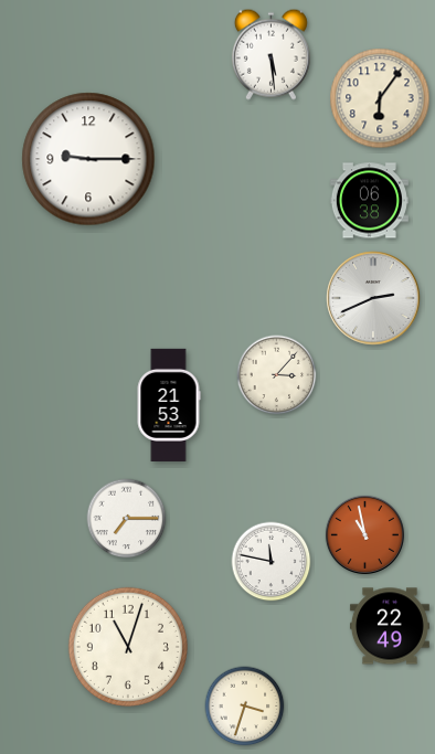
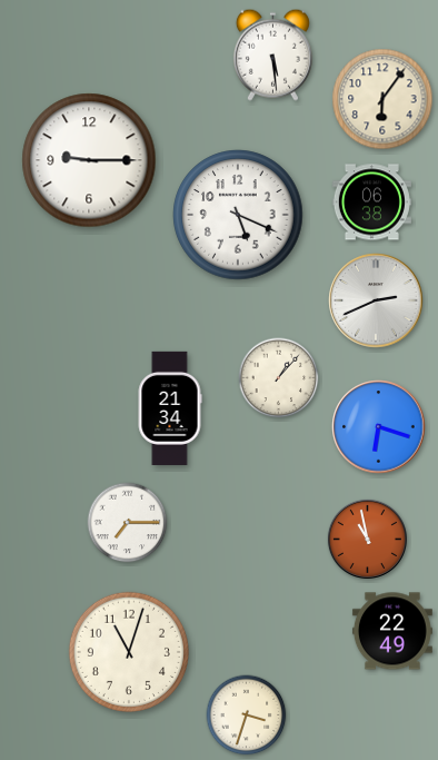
clock at (238, 215): none -> 5:19
clock at (277, 375): 3:07 -> 1:07
clock at (169, 405): 21:53 -> 21:34
clock at (379, 427): none -> 6:18
clock at (272, 562): 11:47 -> none
clock at (245, 707) position: (245, 707) -> (247, 715)
